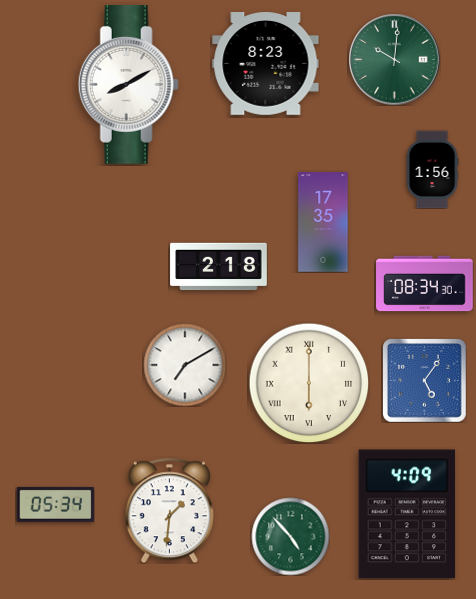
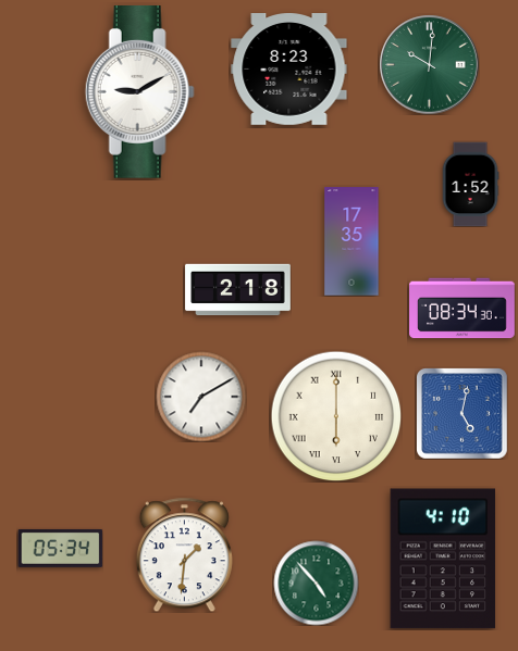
clock at (128, 85): 8:10 -> 9:10
clock at (432, 169): 1:56 -> 1:52
clock at (425, 381): 5:06 -> 5:02
clock at (407, 514): 4:09 -> 4:10
